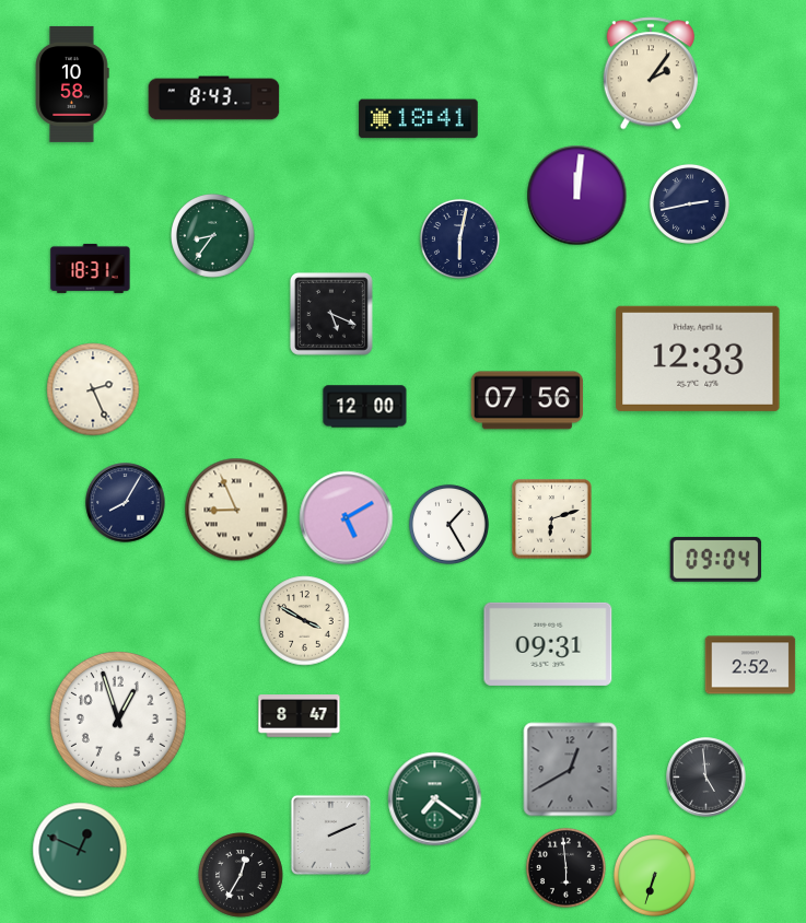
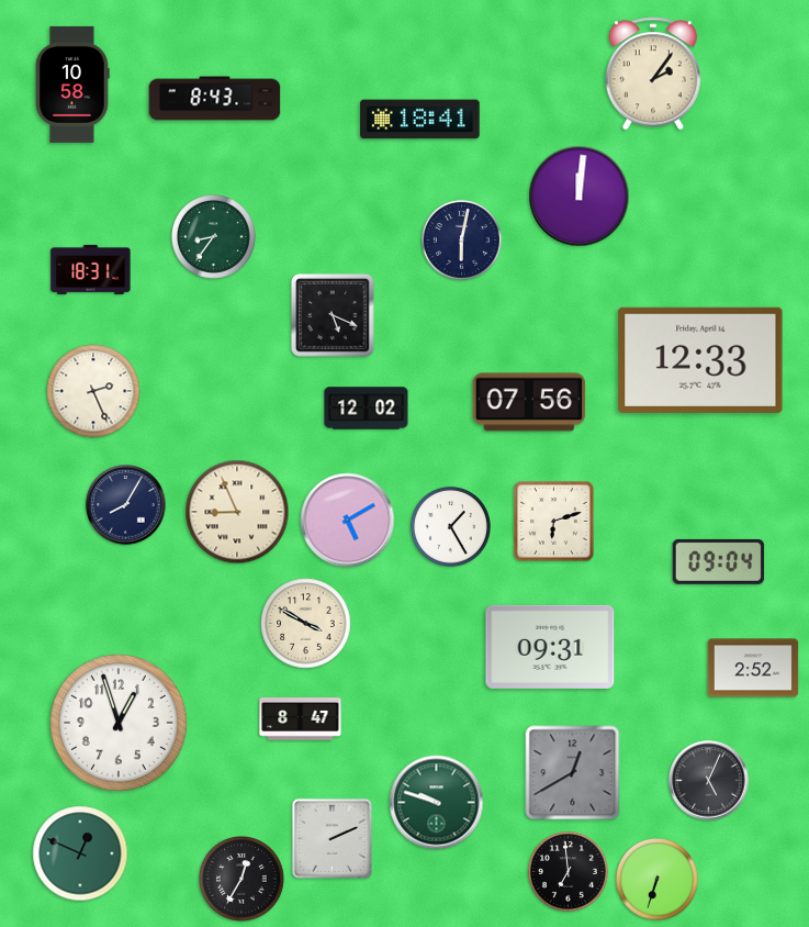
clock at (689, 203): 2:43 -> none
clock at (365, 407): 12:00 -> 12:02
clock at (706, 778): 4:59 -> 5:04
clock at (435, 799): 7:21 -> 9:48
clock at (565, 867): 5:59 -> 6:59
